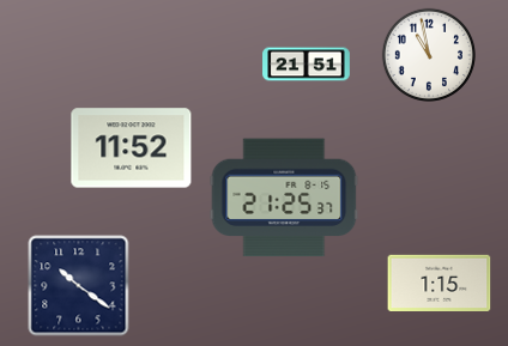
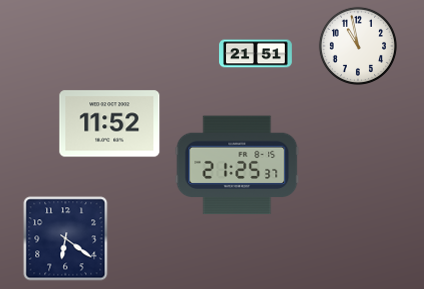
clock at (440, 283): 1:15 -> none
clock at (79, 286): 10:21 -> 6:21
